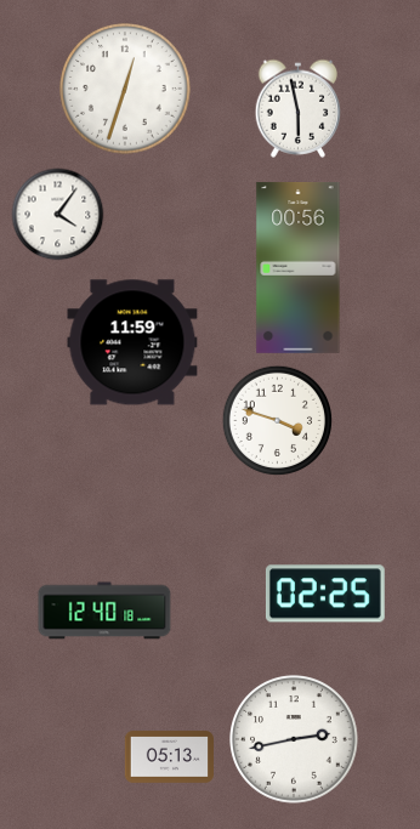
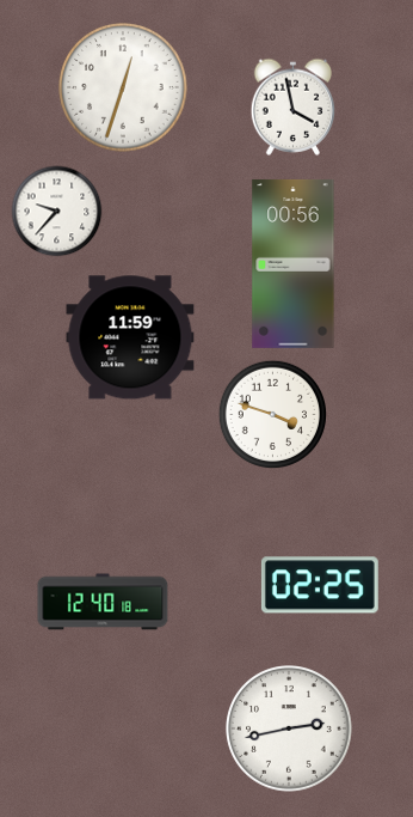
clock at (299, 108): 5:58 -> 3:58
clock at (58, 215): 4:06 -> 9:37
clock at (169, 757): 05:13 -> none
